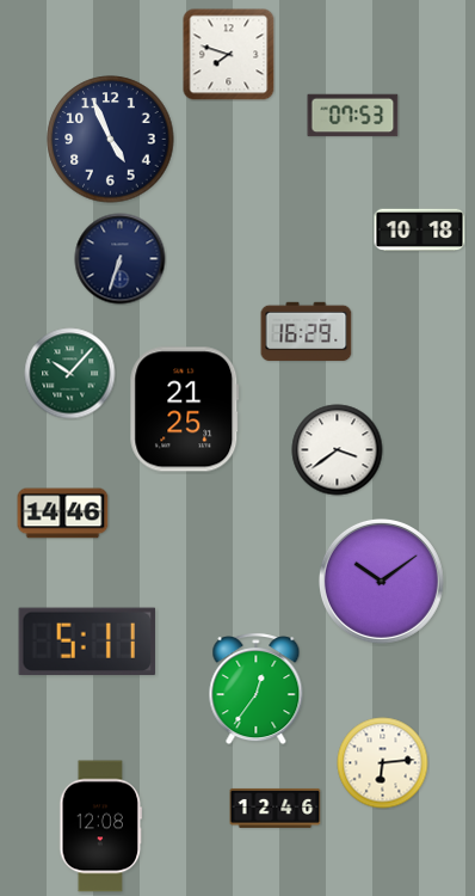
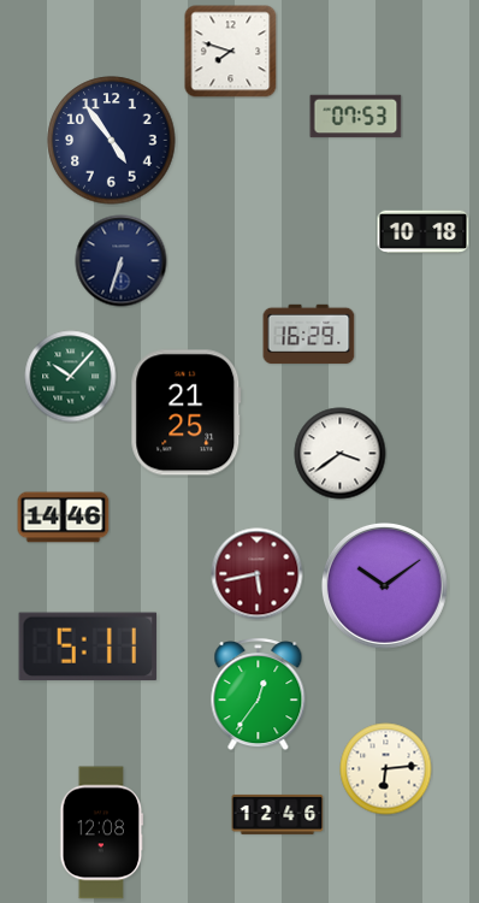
clock at (229, 55) position: (229, 55) -> (231, 52)
clock at (111, 140): 4:56 -> 4:54
clock at (258, 574): none -> 5:43
